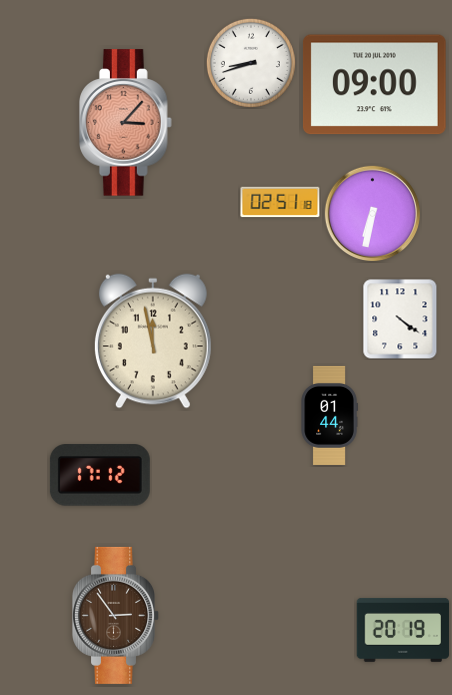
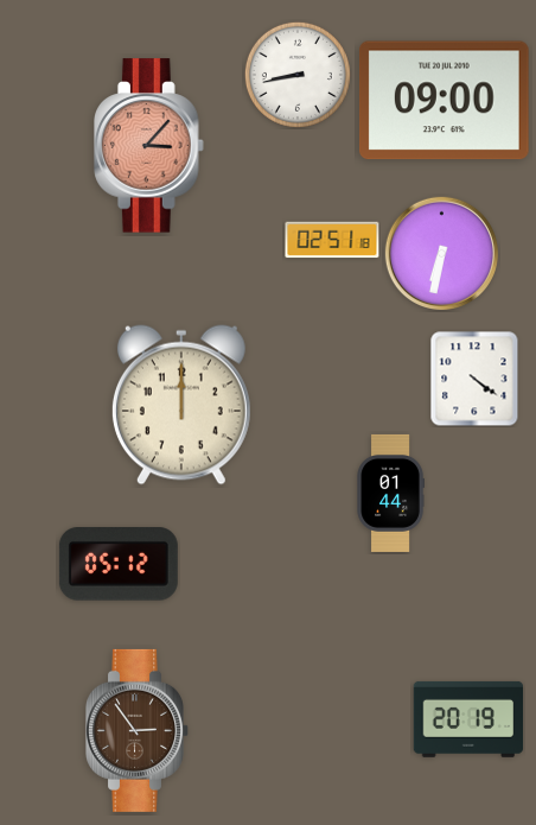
clock at (251, 63): 8:42 -> 8:43
clock at (153, 341): 11:58 -> 12:00
clock at (100, 475): 17:12 -> 05:12
clock at (403, 630) position: (403, 630) -> (468, 719)
